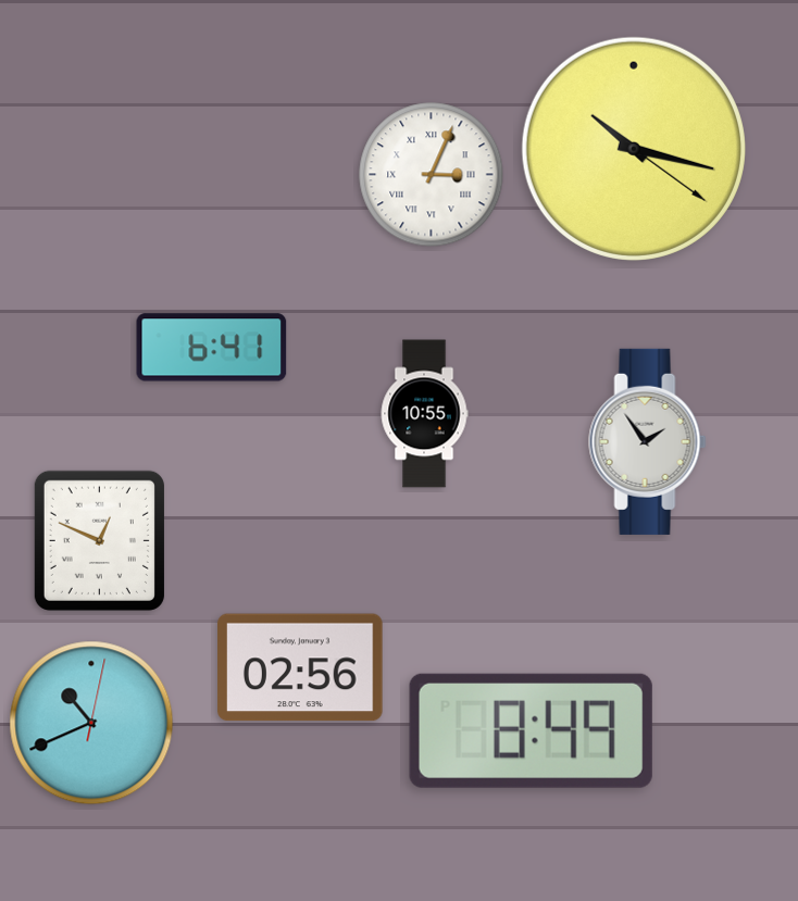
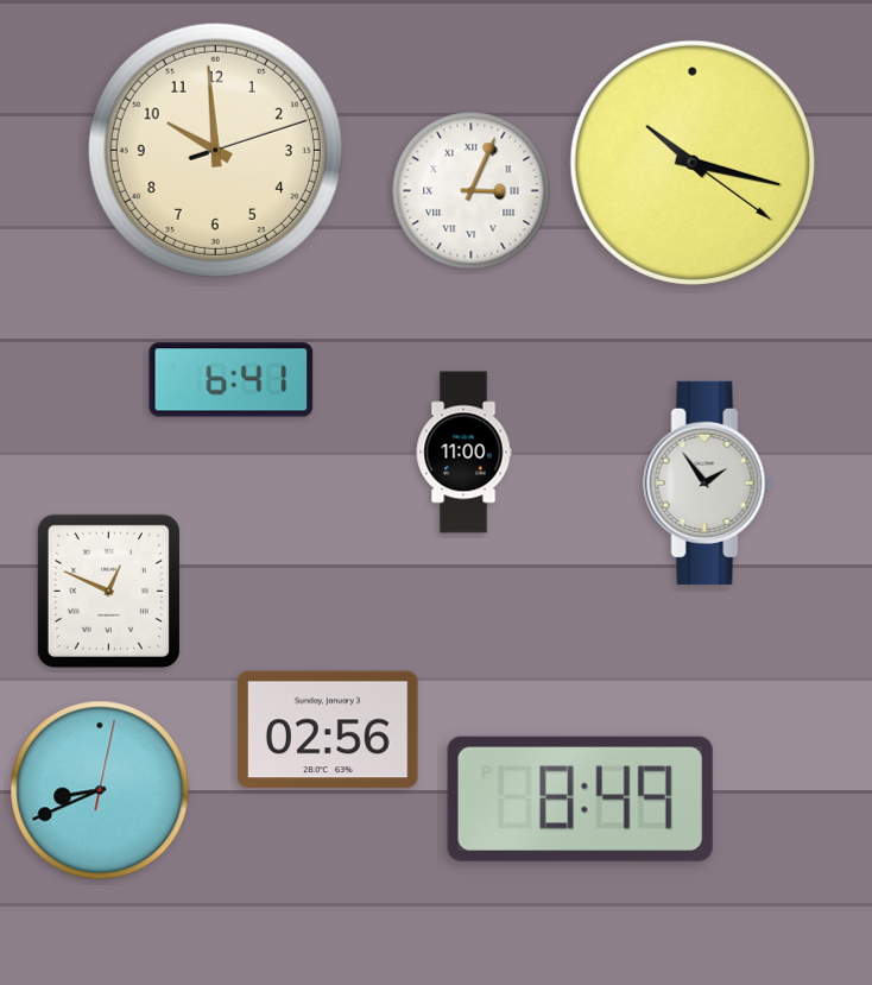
clock at (215, 150): none -> 9:59
clock at (424, 414): 10:55 -> 11:00
clock at (91, 723): 10:41 -> 8:41
